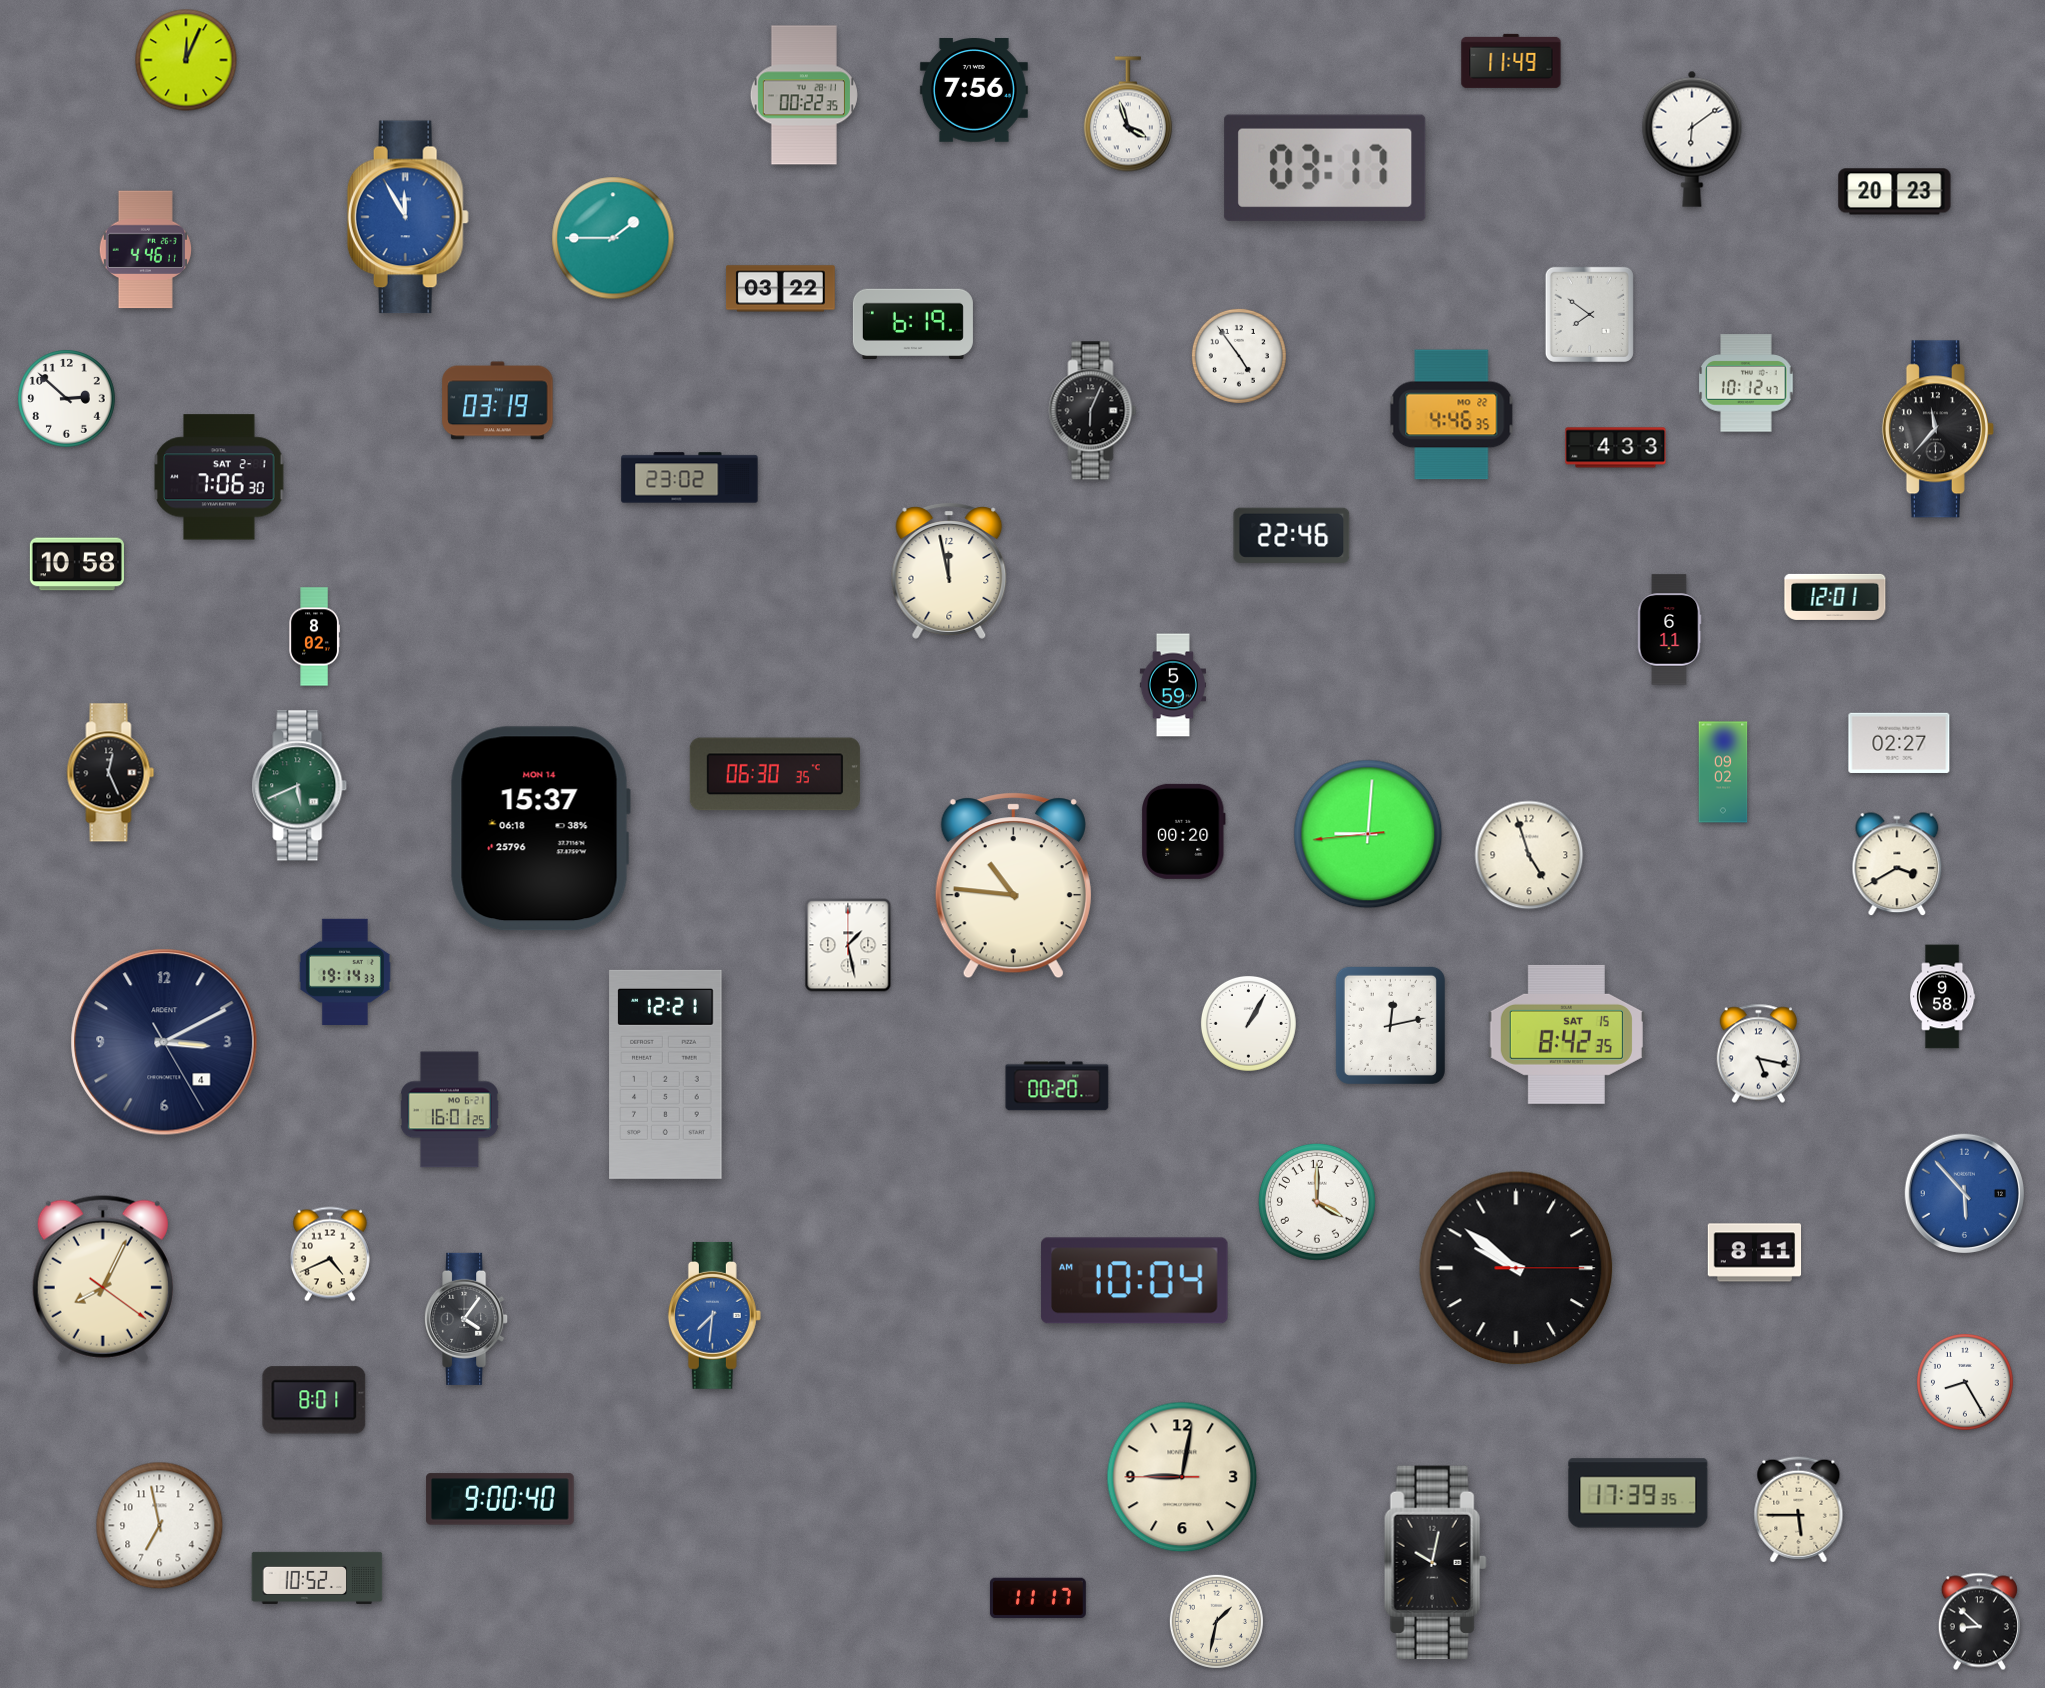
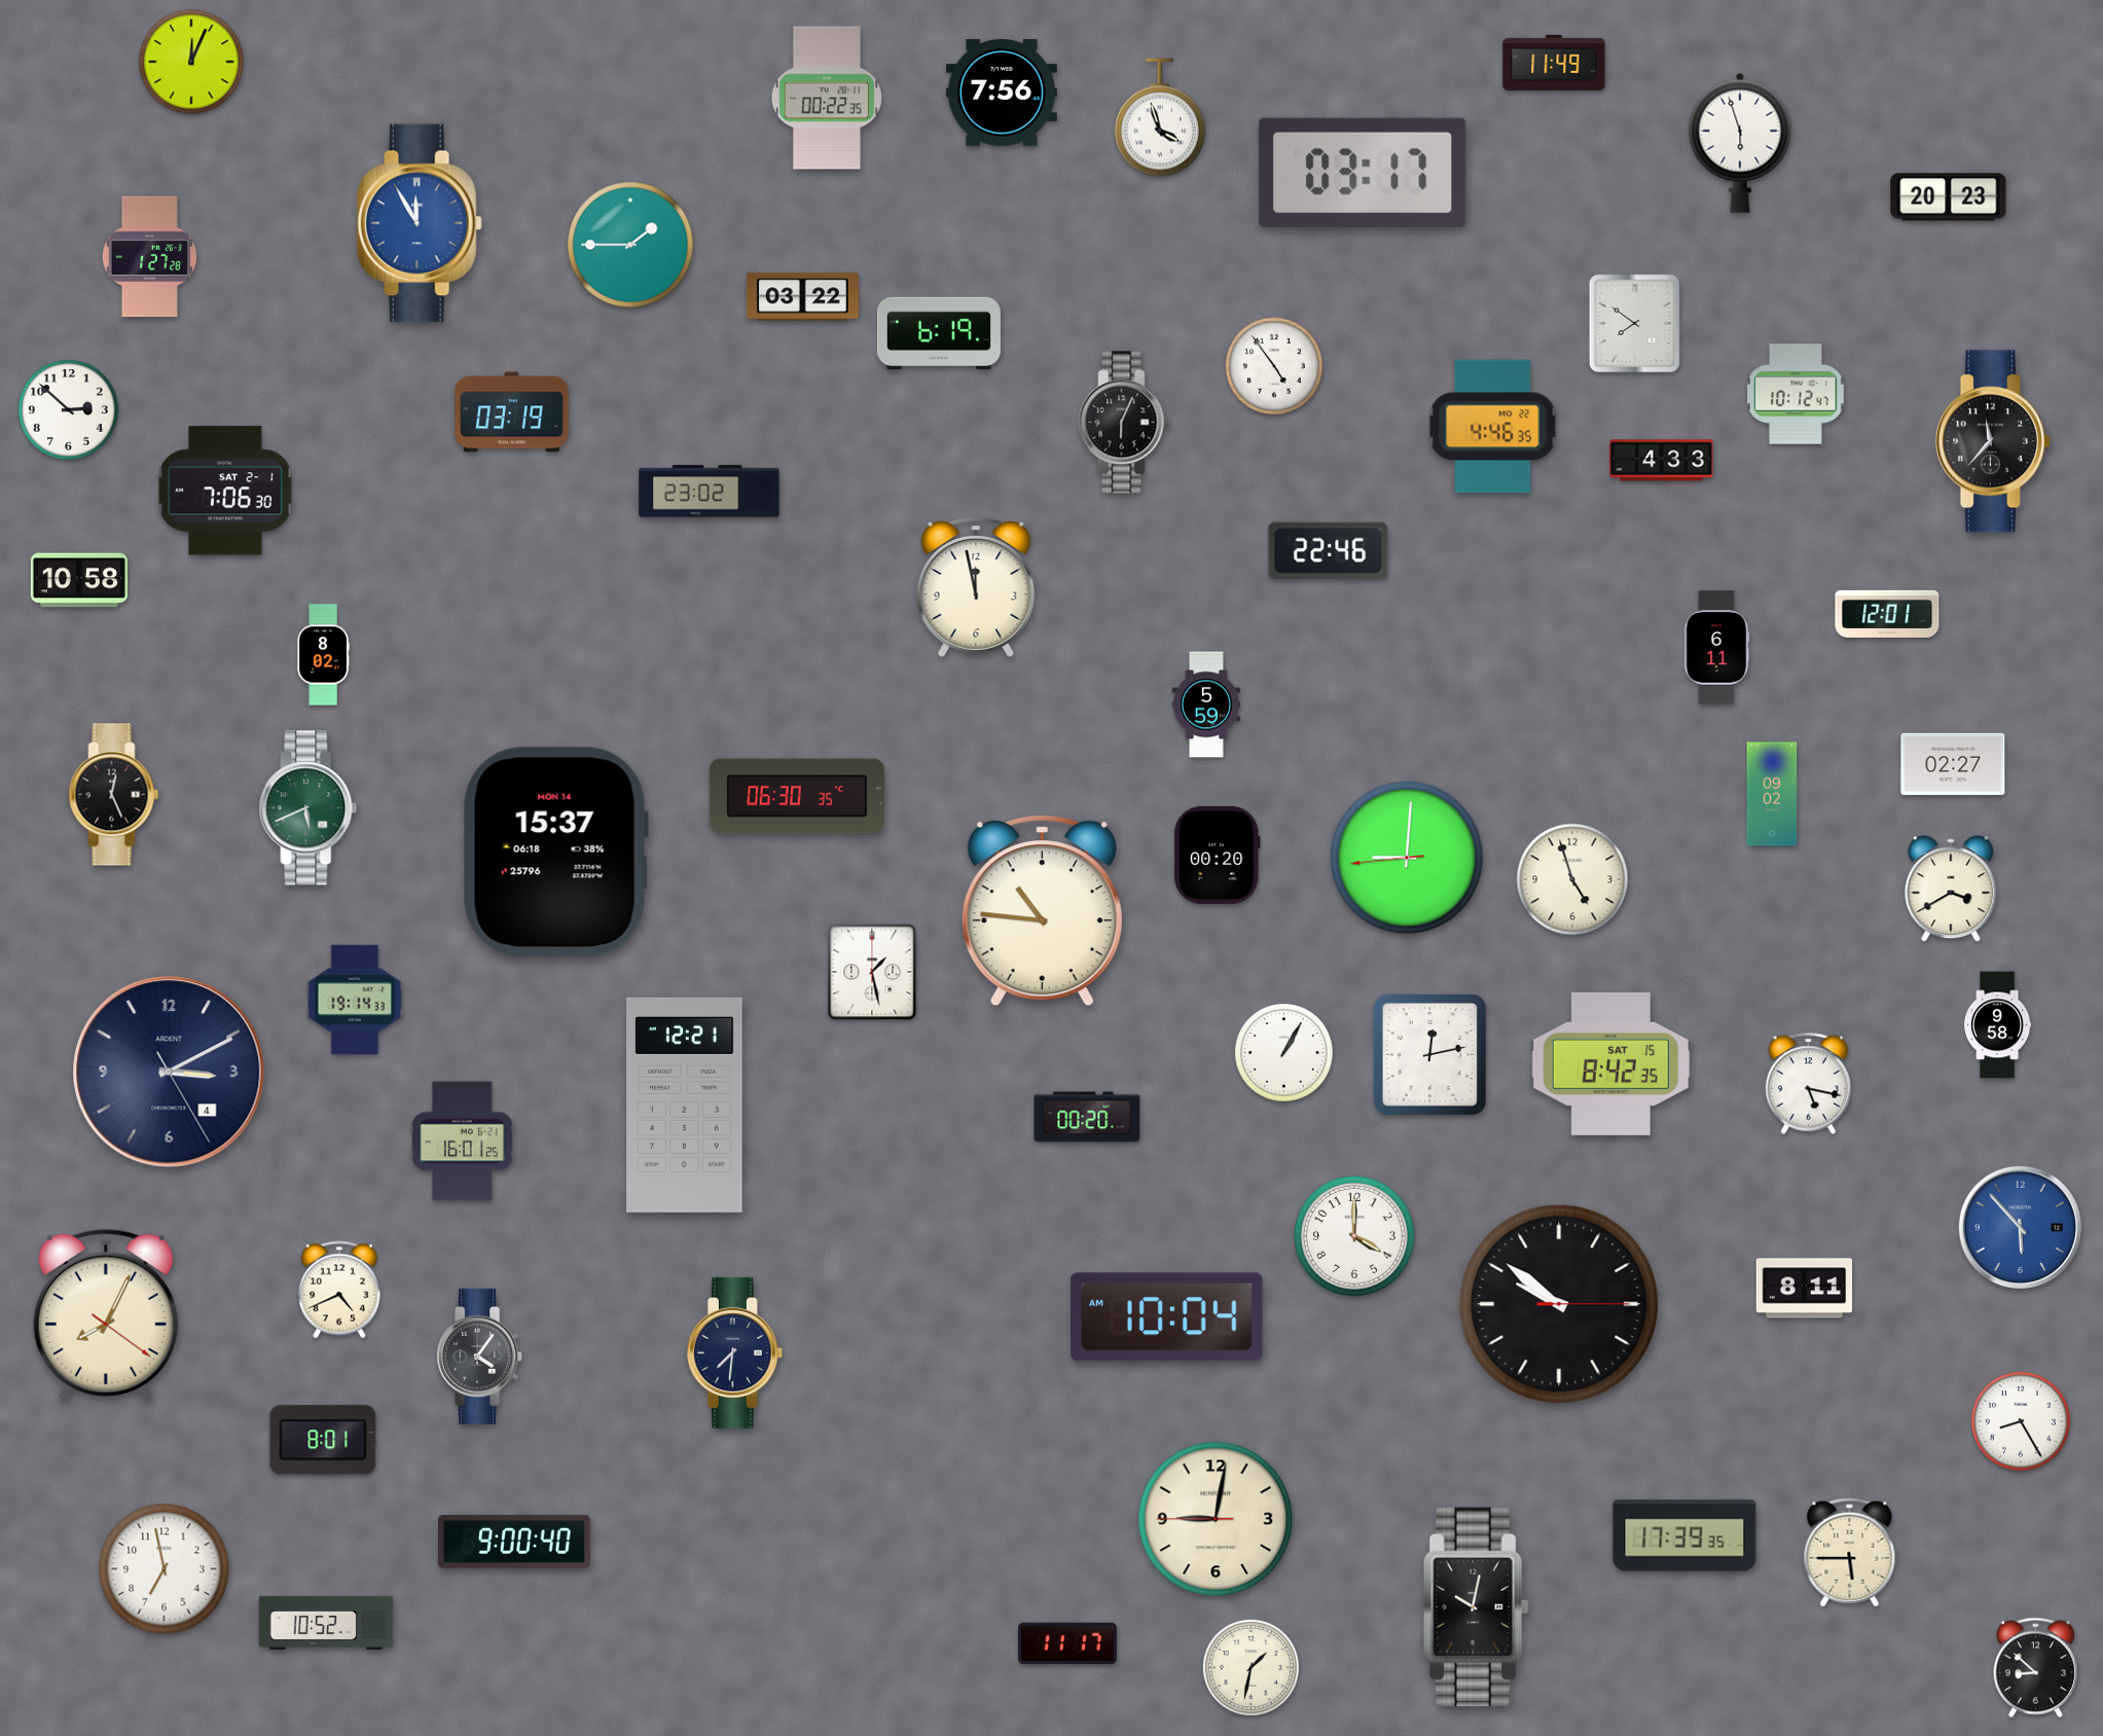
clock at (1692, 139): 6:09 -> 5:57
clock at (145, 250): 4:46 -> 1:27
clock at (714, 1315) dial: blue -> navy
